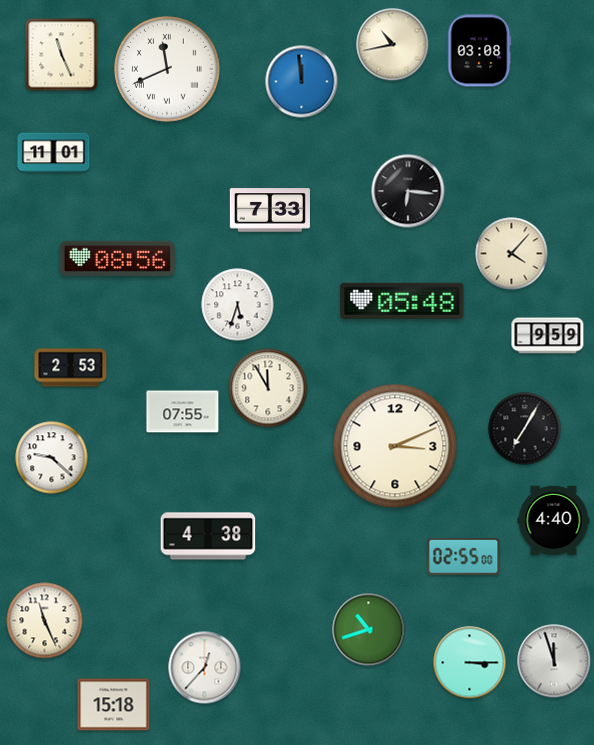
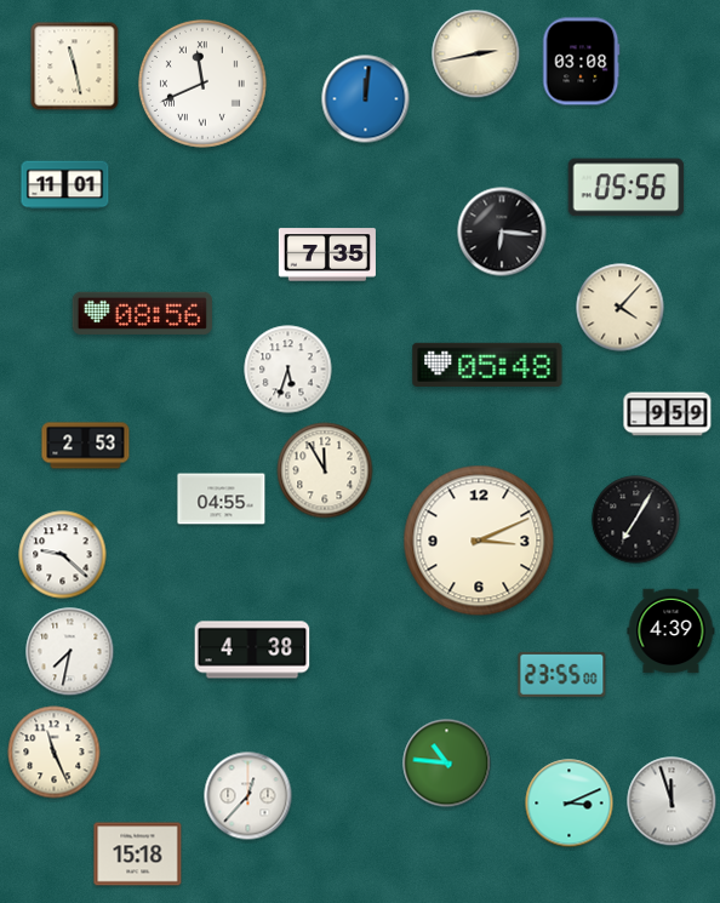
clock at (393, 45): 10:43 -> 2:43
clock at (62, 55): 11:26 -> 11:28
clock at (302, 82): 11:59 -> 12:01
clock at (627, 188): none -> 05:56
clock at (408, 191) position: (408, 191) -> (502, 232)
clock at (270, 210): 7:33 -> 7:35
clock at (548, 336) position: (548, 336) -> (668, 415)
clock at (183, 412): 07:55 -> 04:55
clock at (554, 521): 4:40 -> 4:39
clock at (70, 652): none -> 7:32
clock at (464, 556): 02:55 -> 23:55
clock at (369, 630): 10:42 -> 10:46
clock at (470, 663): 3:15 -> 3:11
clock at (205, 668) position: (205, 668) -> (248, 796)
